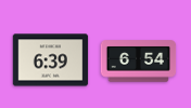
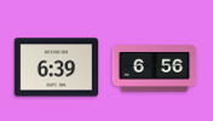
clock at (139, 62): 6:54 -> 6:56
